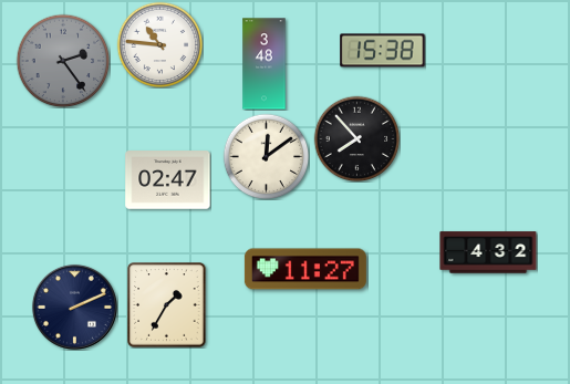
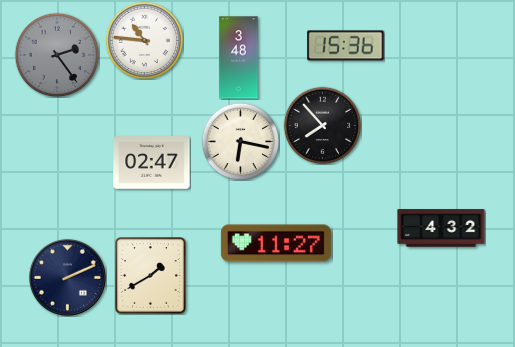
clock at (383, 51): 15:38 -> 15:36
clock at (266, 156): 12:09 -> 6:17
clock at (167, 305): 1:35 -> 1:40
